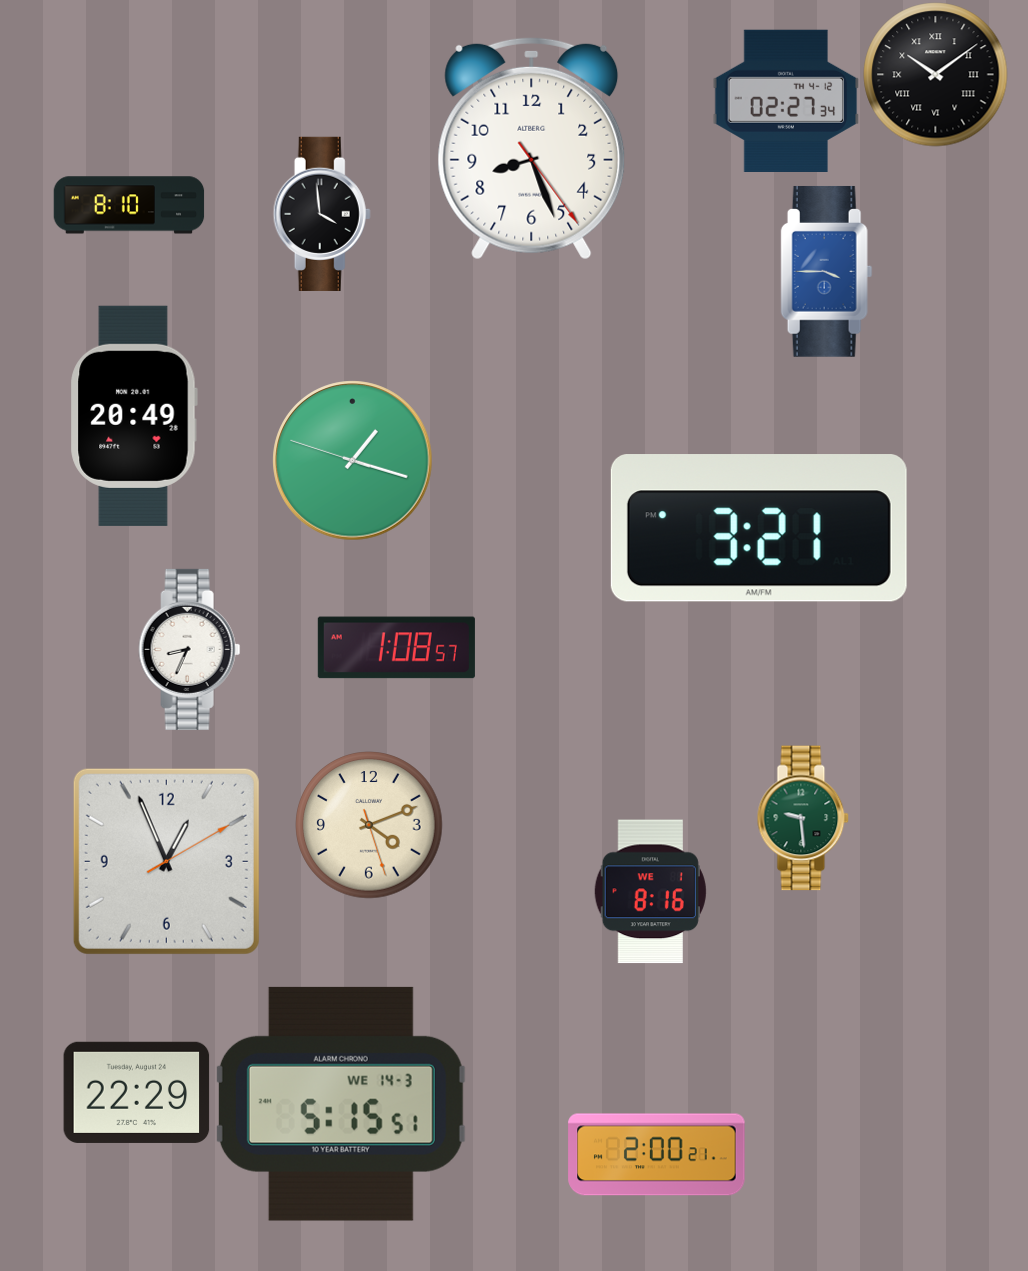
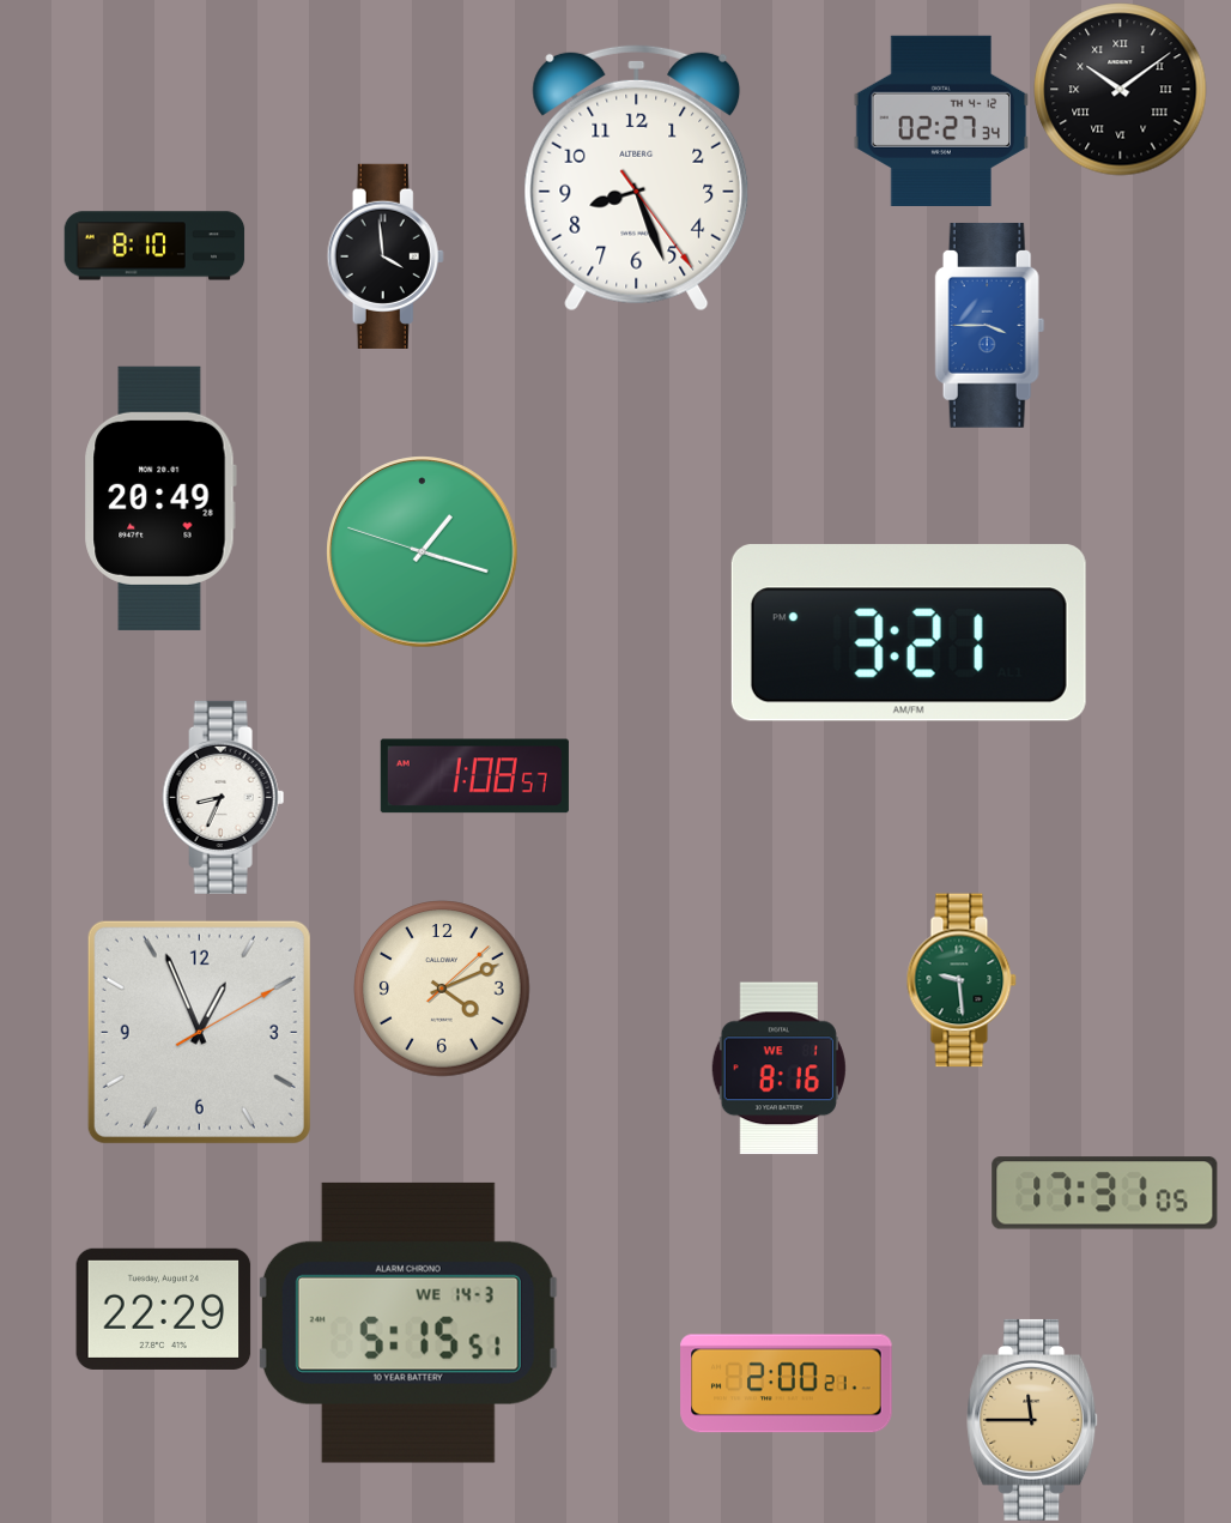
clock at (190, 649) position: (190, 649) -> (224, 797)
clock at (369, 825): 4:11:27 -> 4:11:08
clock at (1105, 1193): none -> 17:31
clock at (1033, 1420): none -> 11:45
